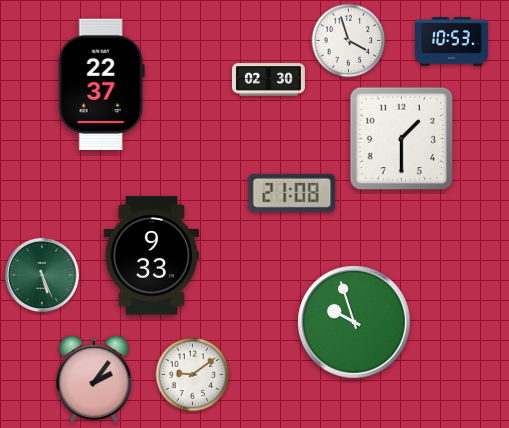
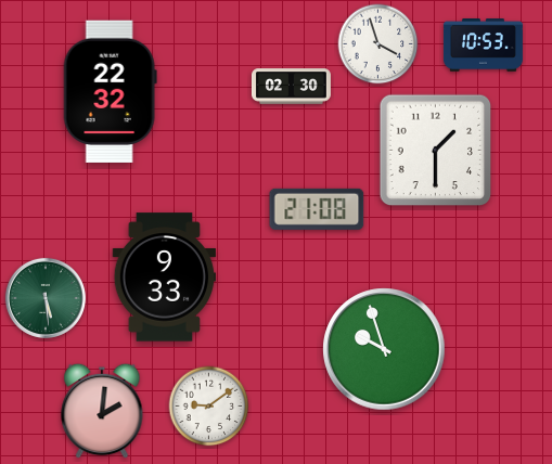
clock at (451, 42) position: (451, 42) -> (483, 46)
clock at (101, 84): 22:37 -> 22:32
clock at (42, 275): 5:26 -> 5:29
clock at (94, 379): 2:06 -> 2:01
